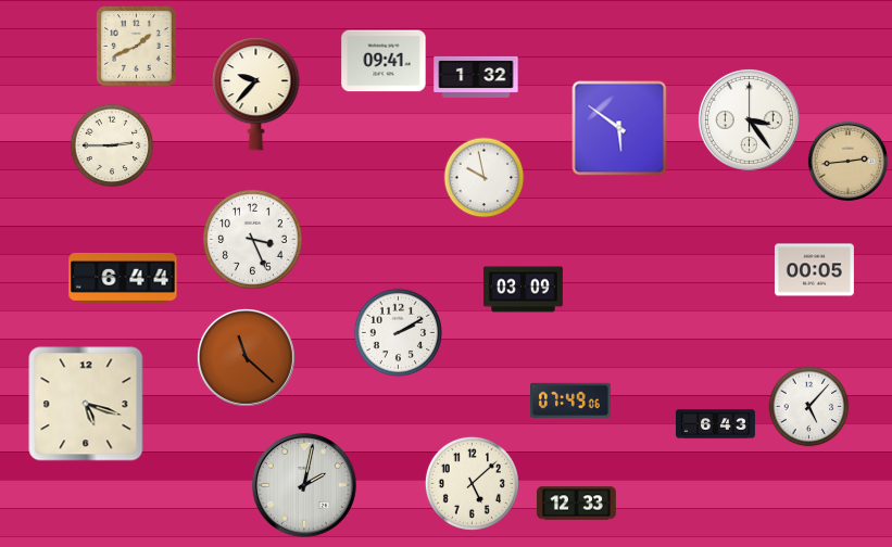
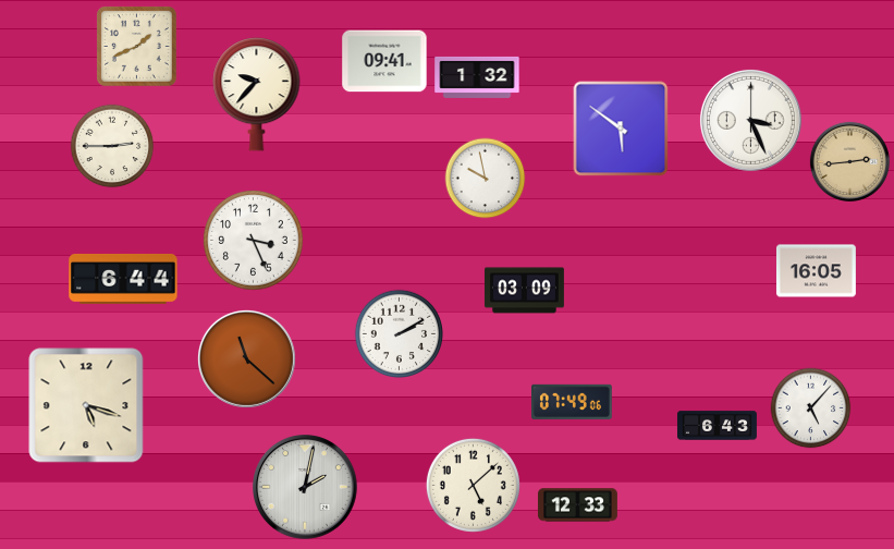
clock at (749, 119): 3:24 -> 3:26
clock at (814, 270): 00:05 -> 16:05
